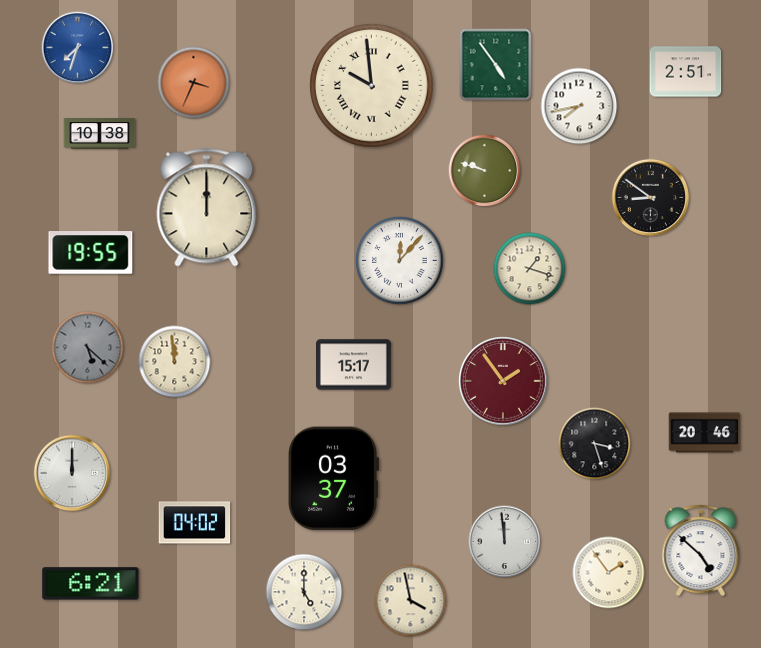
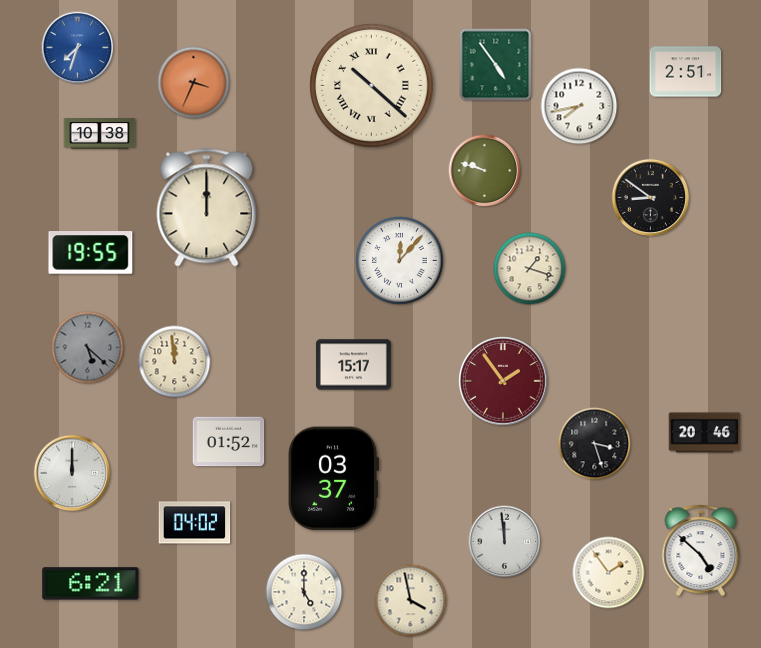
clock at (372, 86): 9:59 -> 10:22
clock at (229, 442): none -> 01:52
